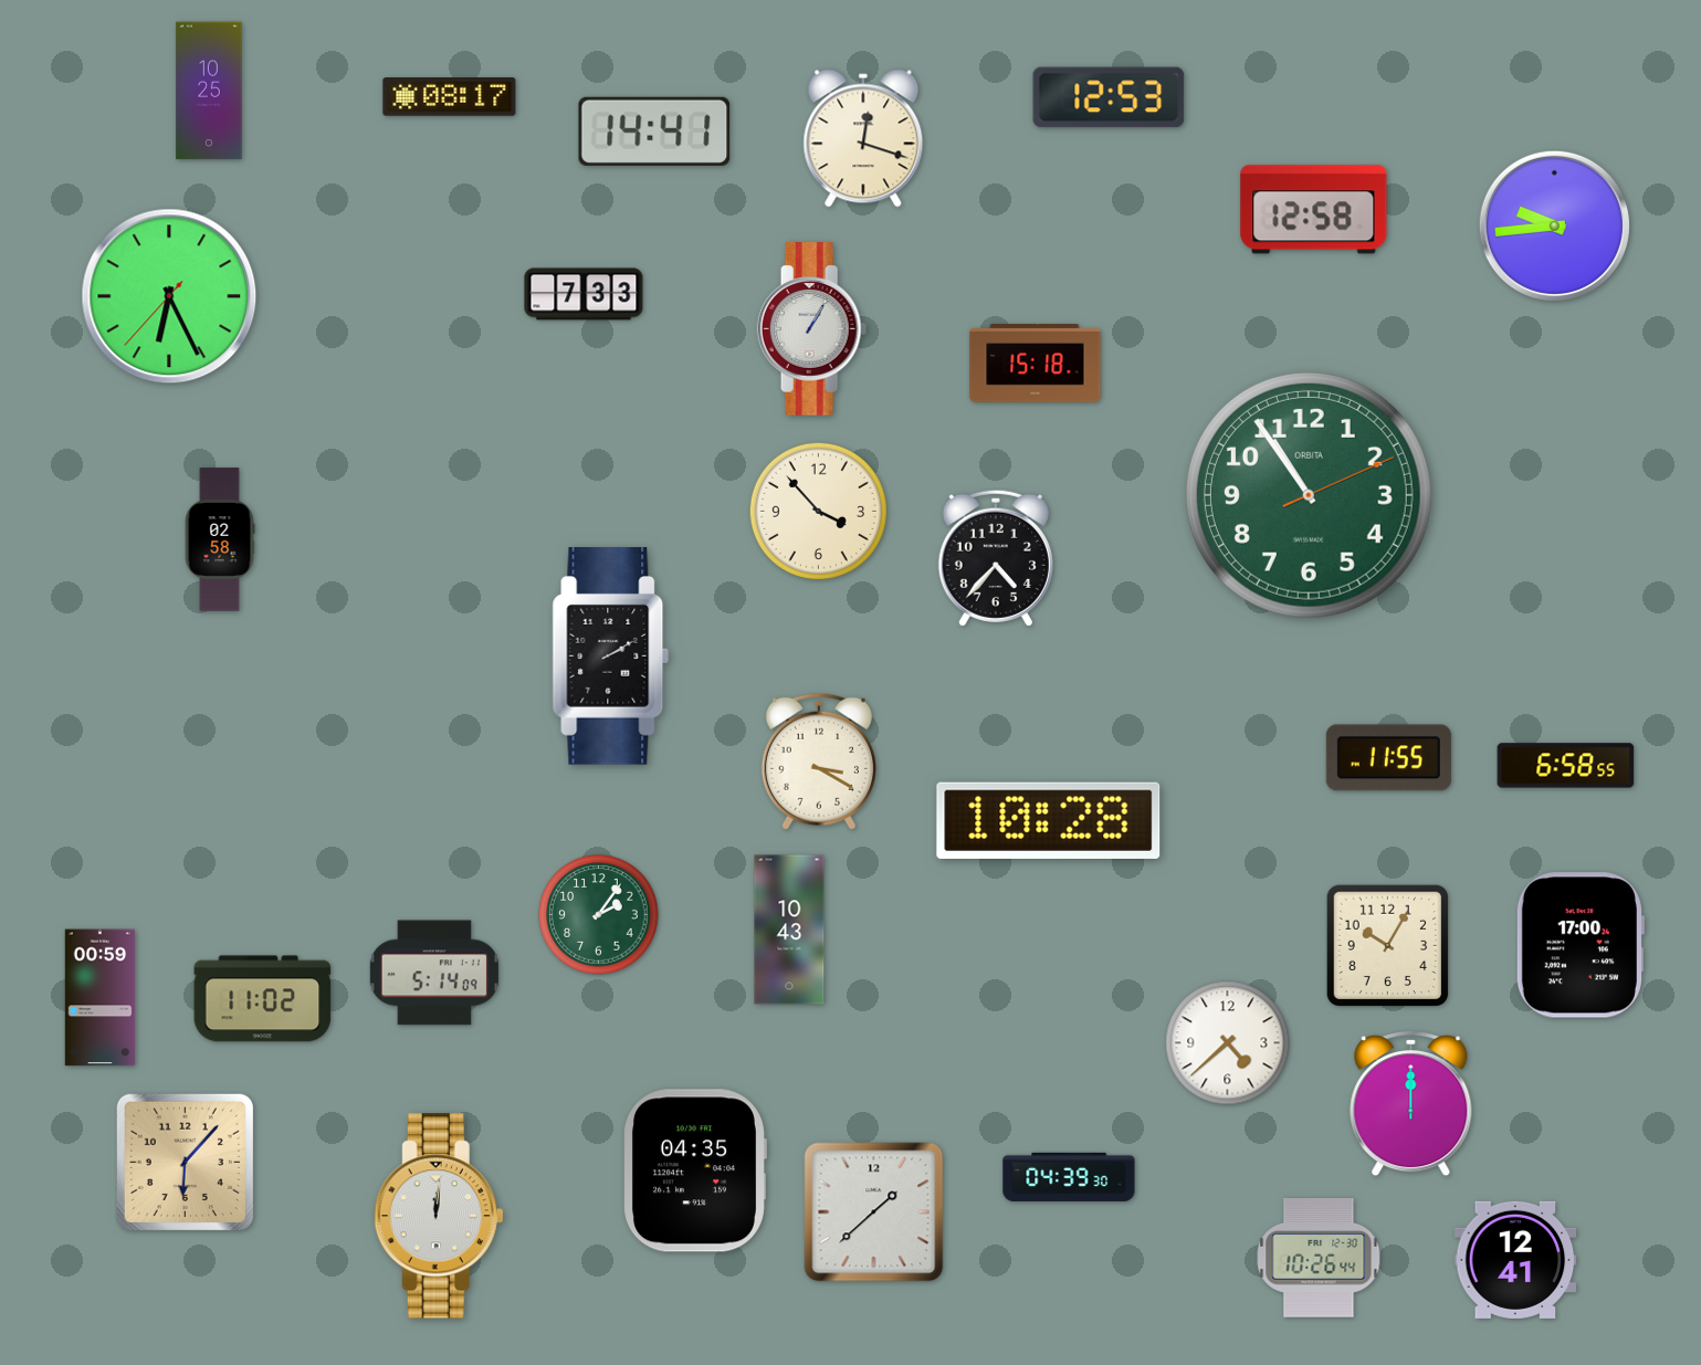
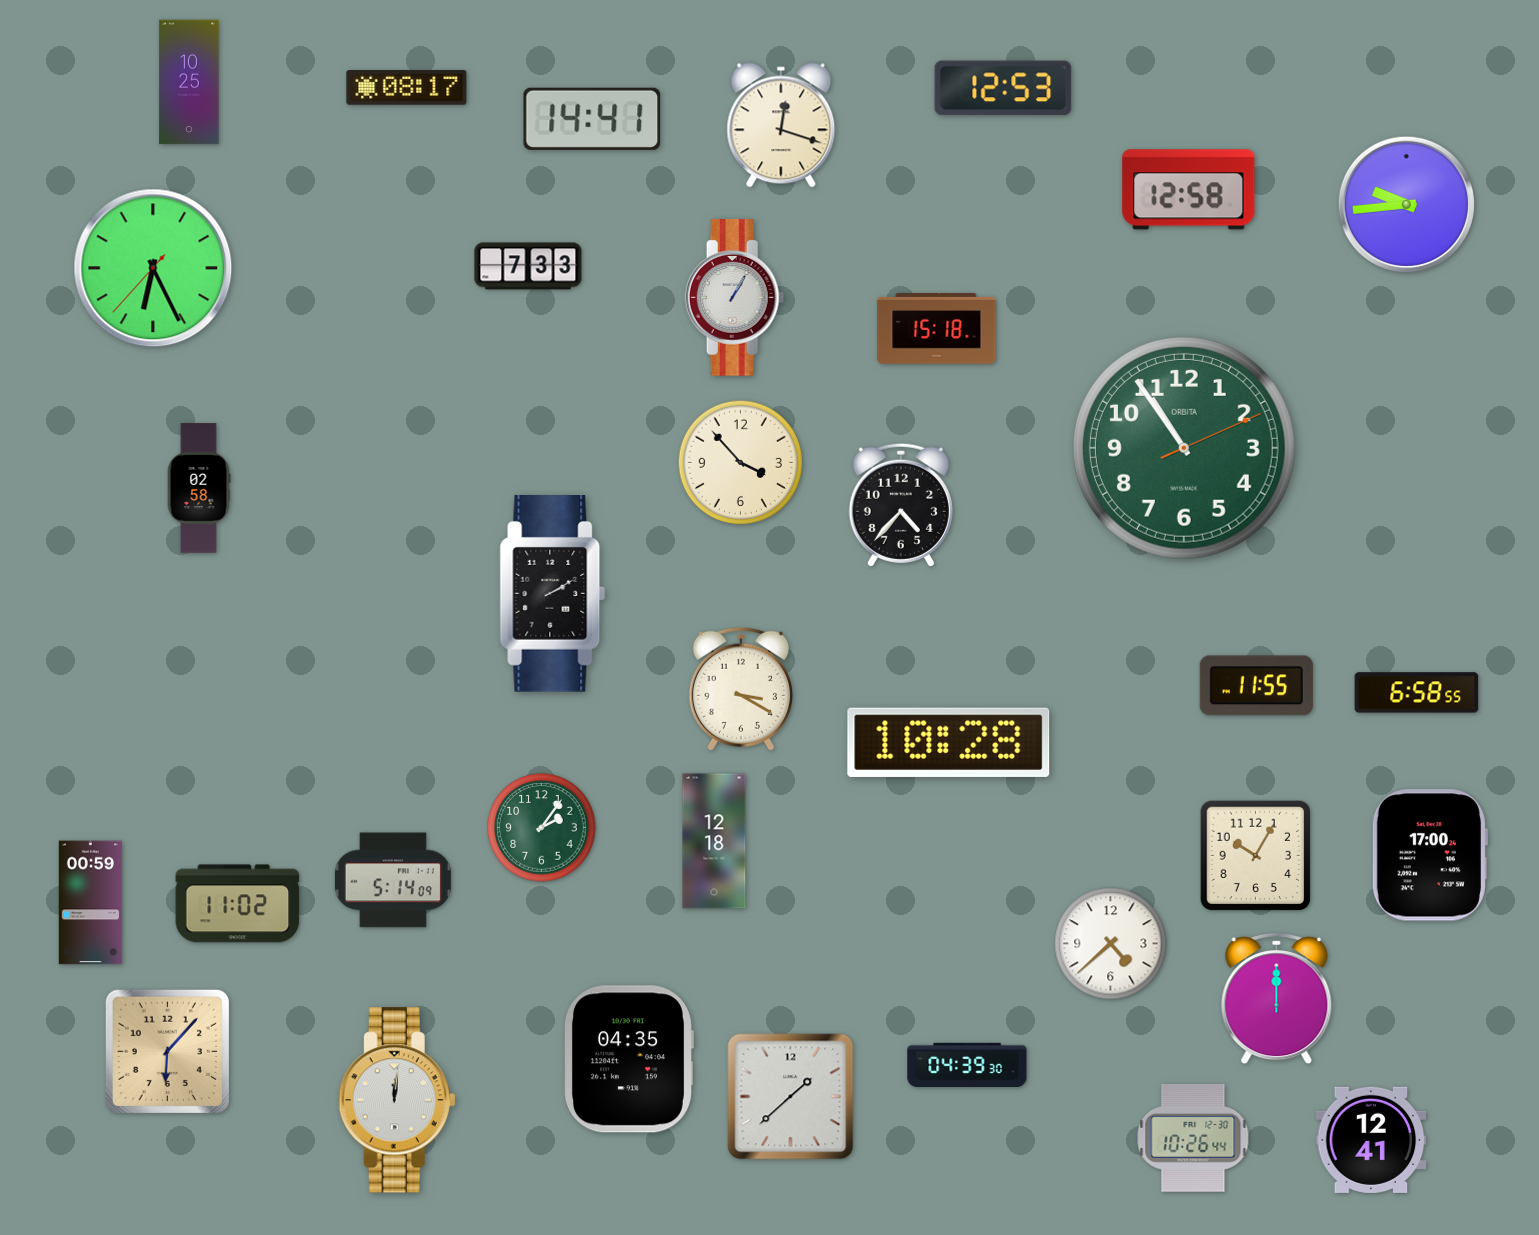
clock at (789, 930): 10:43 -> 12:18
